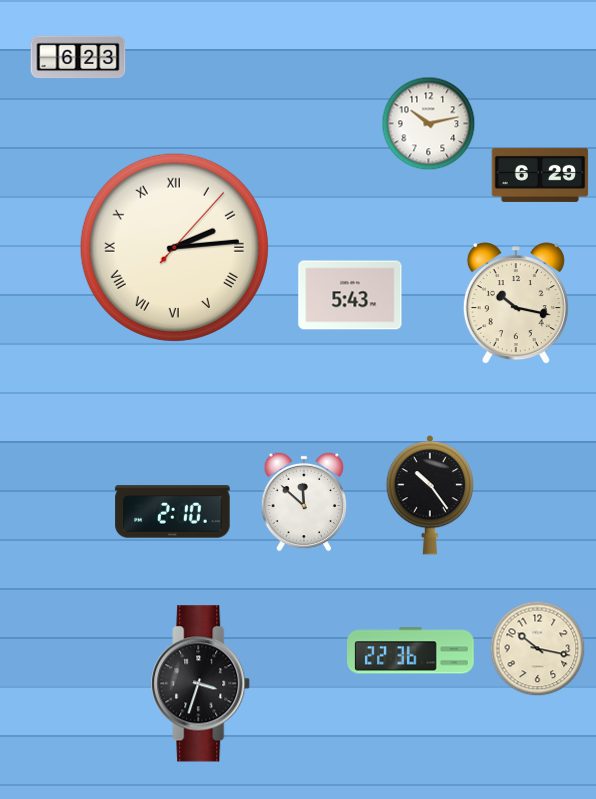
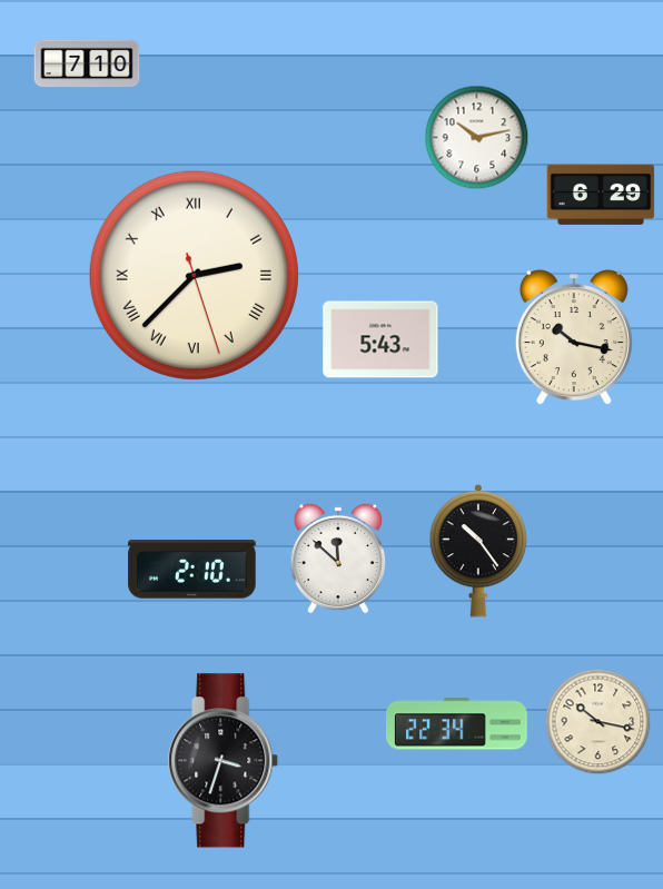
clock at (78, 57): 6:23 -> 7:10
clock at (174, 247): 2:14 -> 2:37
clock at (350, 295) position: (350, 295) -> (380, 339)
clock at (411, 651): 22:36 -> 22:34
